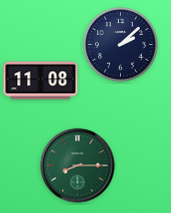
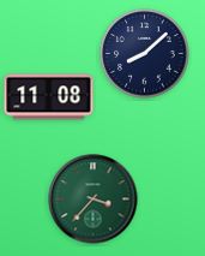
clock at (121, 45): 2:08 -> 8:08
clock at (78, 166): 8:15 -> 3:37
